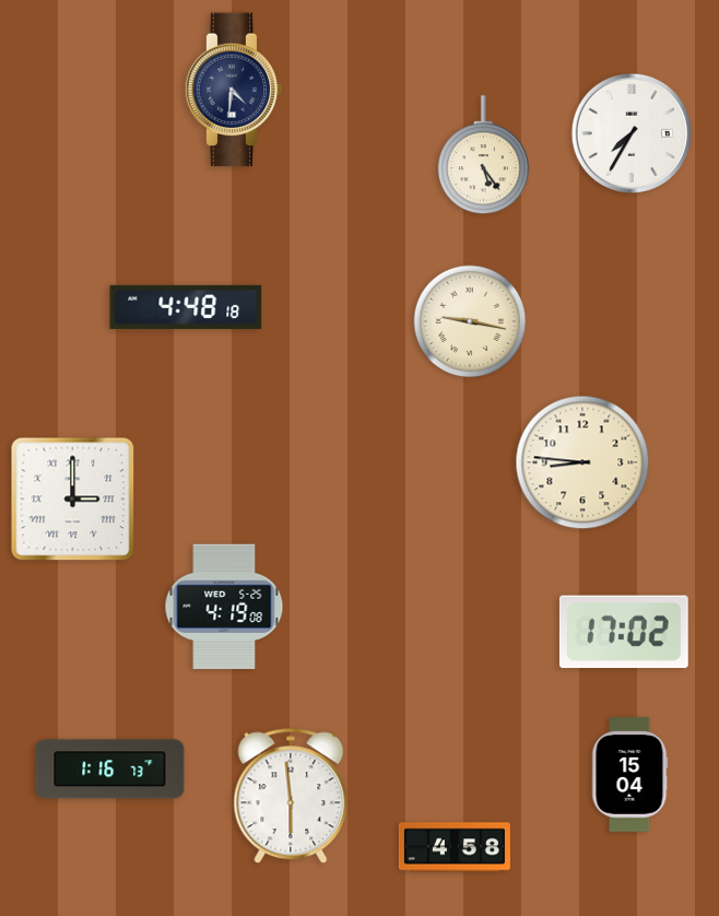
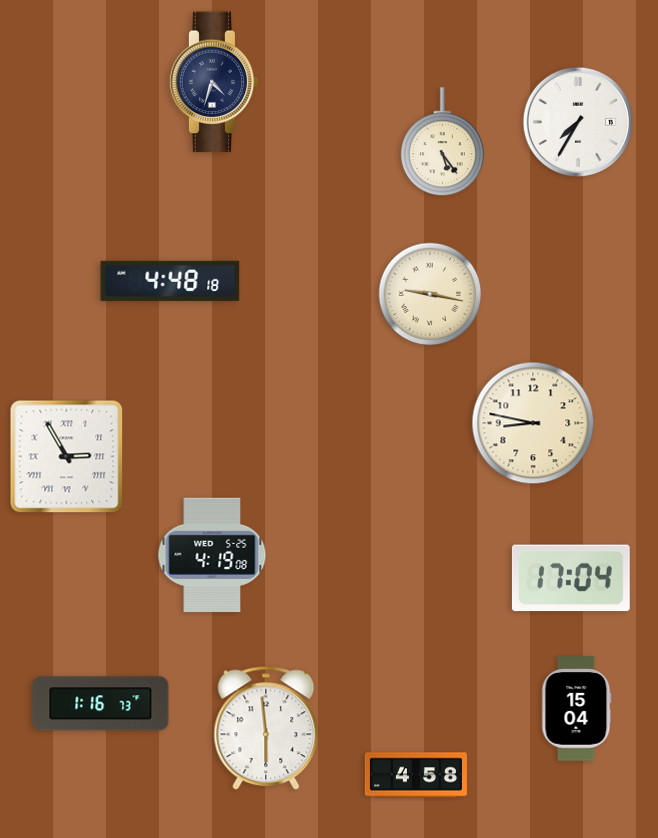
clock at (234, 90): 4:31 -> 4:33
clock at (582, 462): 8:46 -> 8:47
clock at (73, 500): 3:00 -> 2:55
clock at (224, 607) position: (224, 607) -> (212, 555)
clock at (624, 632): 17:02 -> 17:04
